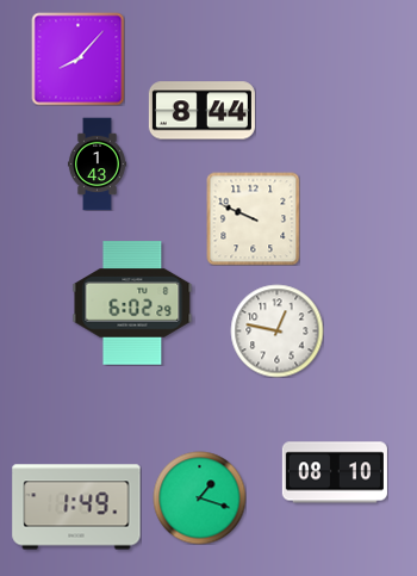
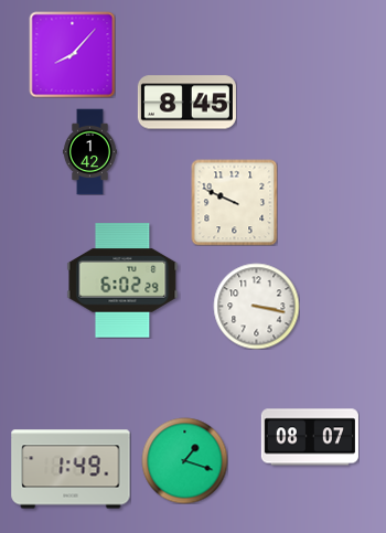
clock at (201, 111): 8:44 -> 8:45
clock at (97, 163): 1:43 -> 1:42
clock at (276, 330): 12:47 -> 3:17
clock at (335, 472): 08:10 -> 08:07
